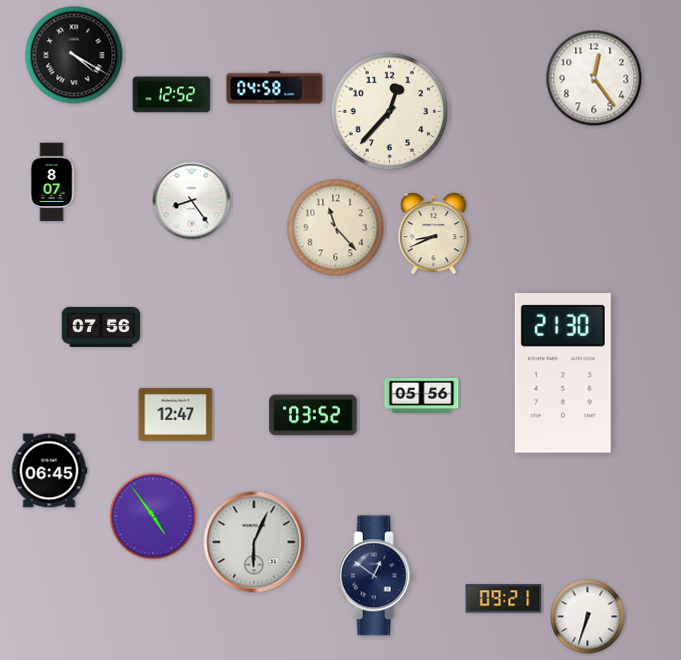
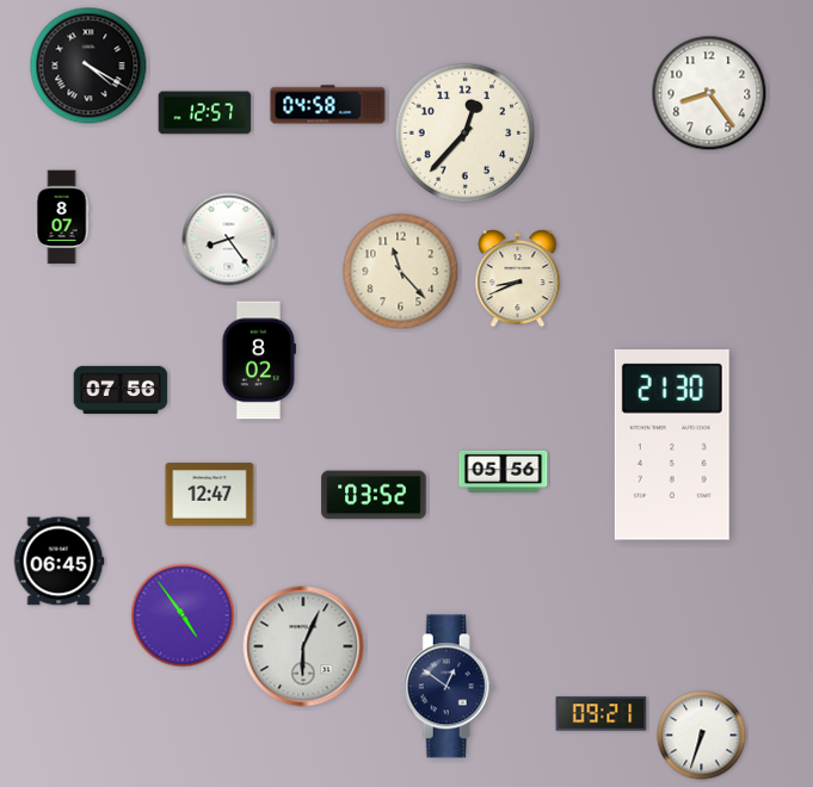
clock at (594, 78): 12:24 -> 8:24
clock at (172, 95): 12:52 -> 12:57
clock at (259, 360): none -> 8:02
